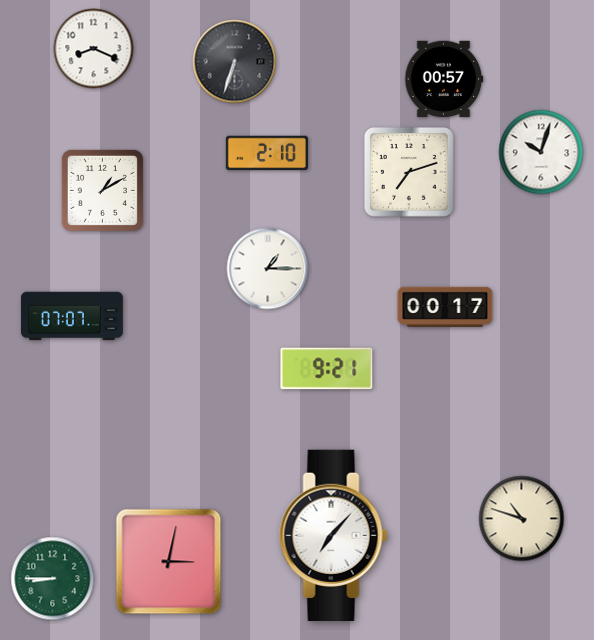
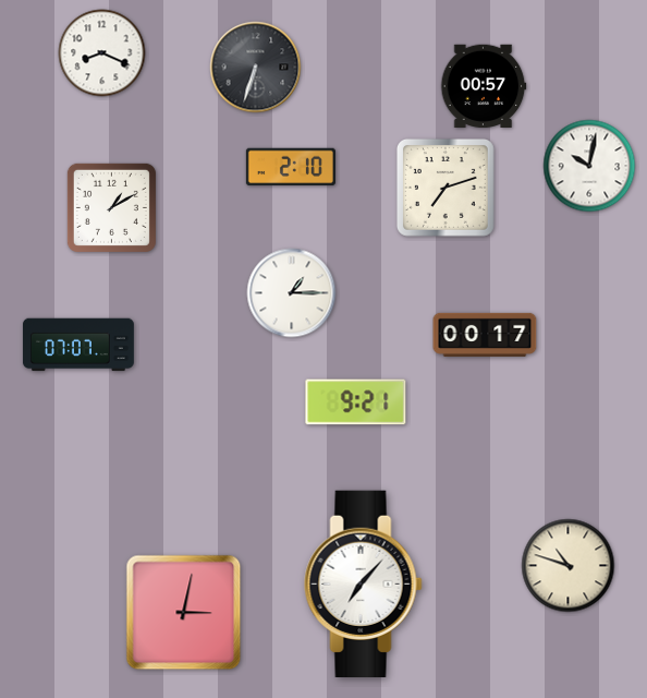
clock at (541, 152): 10:03 -> 10:02
clock at (53, 579): 8:45 -> none
